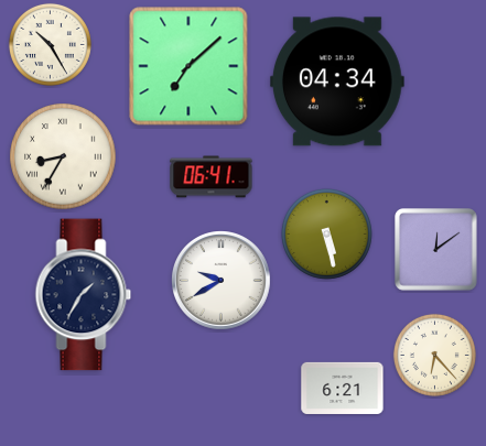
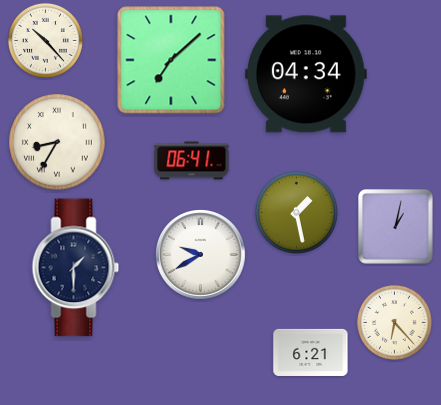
clock at (50, 44): 10:25 -> 10:23
clock at (326, 233): 5:28 -> 1:28
clock at (436, 250): 12:09 -> 1:02
clock at (84, 295): 1:35 -> 1:30
